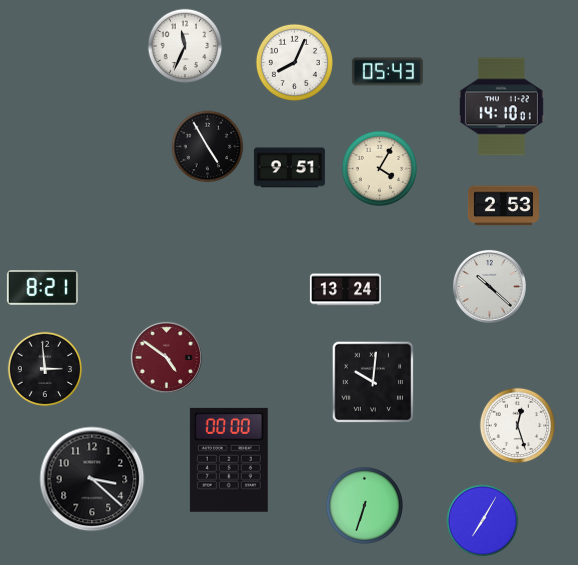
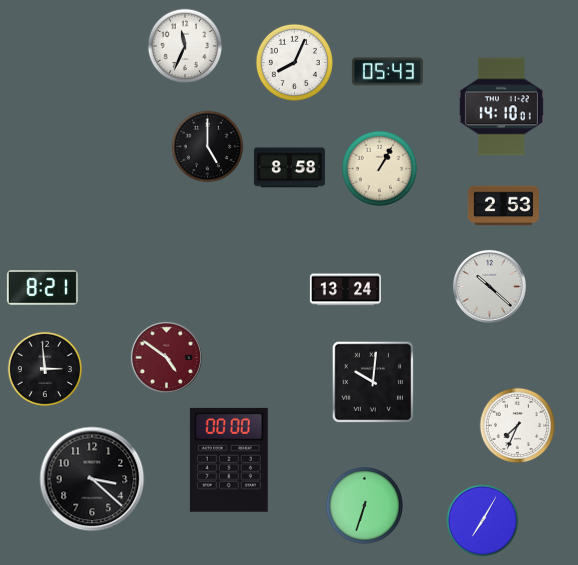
clock at (208, 147): 4:55 -> 5:00
clock at (289, 168): 9:51 -> 8:58
clock at (380, 169): 4:05 -> 1:05
clock at (518, 426): 12:27 -> 7:34
